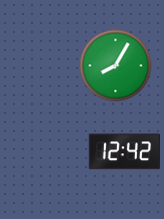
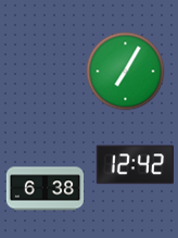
clock at (116, 66): 8:05 -> 7:05
clock at (46, 189): none -> 6:38
